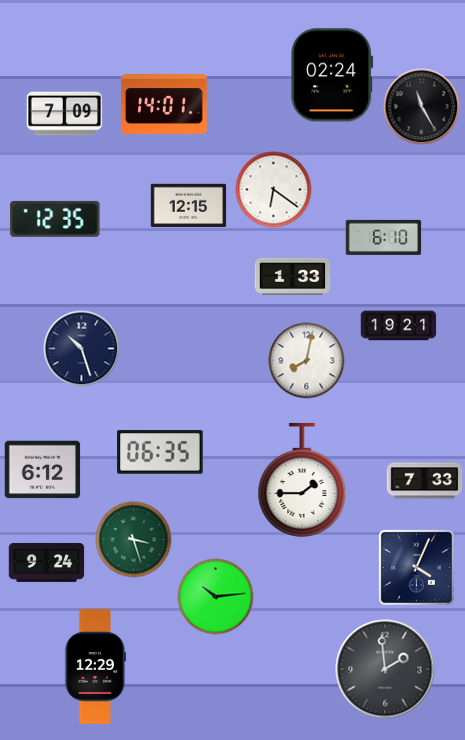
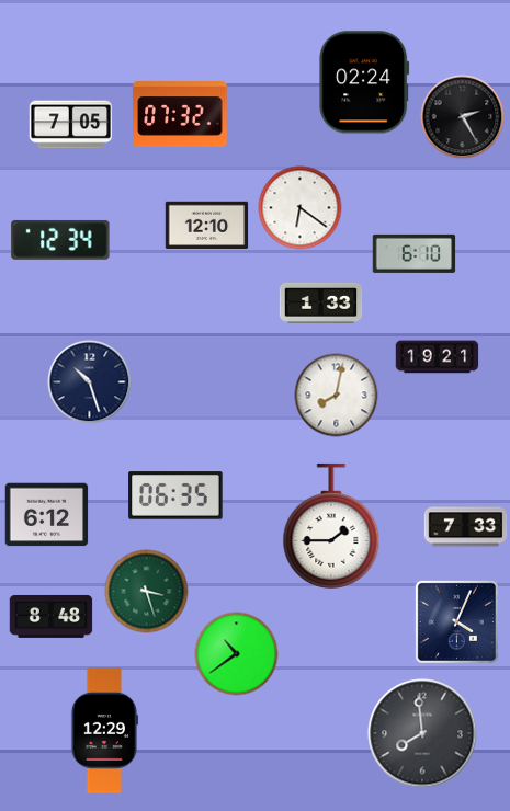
clock at (164, 105): 14:01 -> 07:32
clock at (422, 107): 11:25 -> 2:25
clock at (65, 114): 7:09 -> 7:05
clock at (189, 206): 12:15 -> 12:10
clock at (55, 219): 12:35 -> 12:34
clock at (384, 237) position: (384, 237) -> (415, 253)
clock at (47, 563): 9:24 -> 8:48
clock at (216, 597): 10:14 -> 10:39
clock at (385, 669): 1:59 -> 7:59
